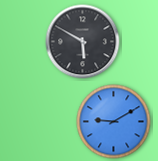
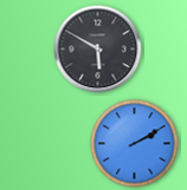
clock at (114, 122): 9:10 -> 2:10
